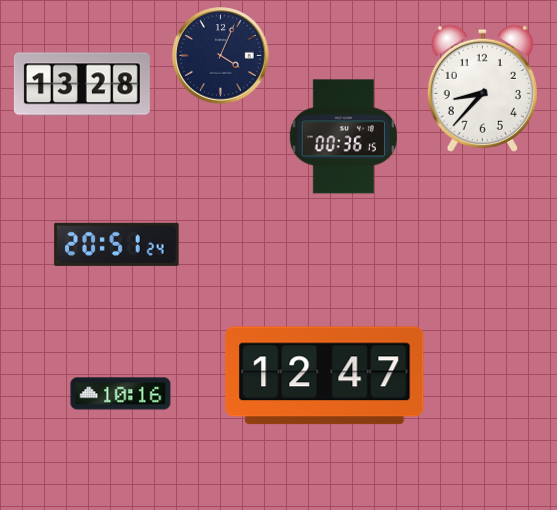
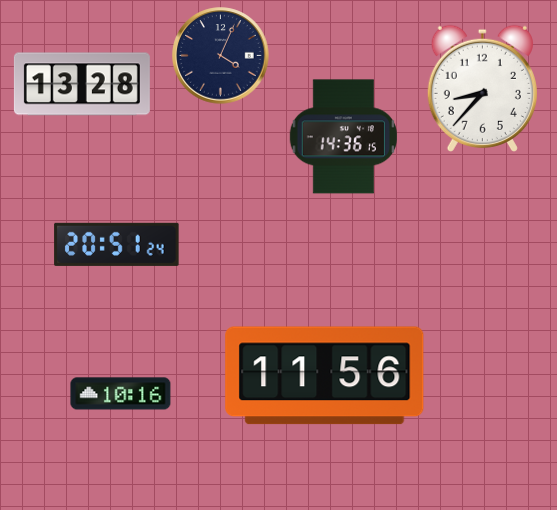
clock at (343, 137): 00:36 -> 14:36
clock at (325, 376): 12:47 -> 11:56
